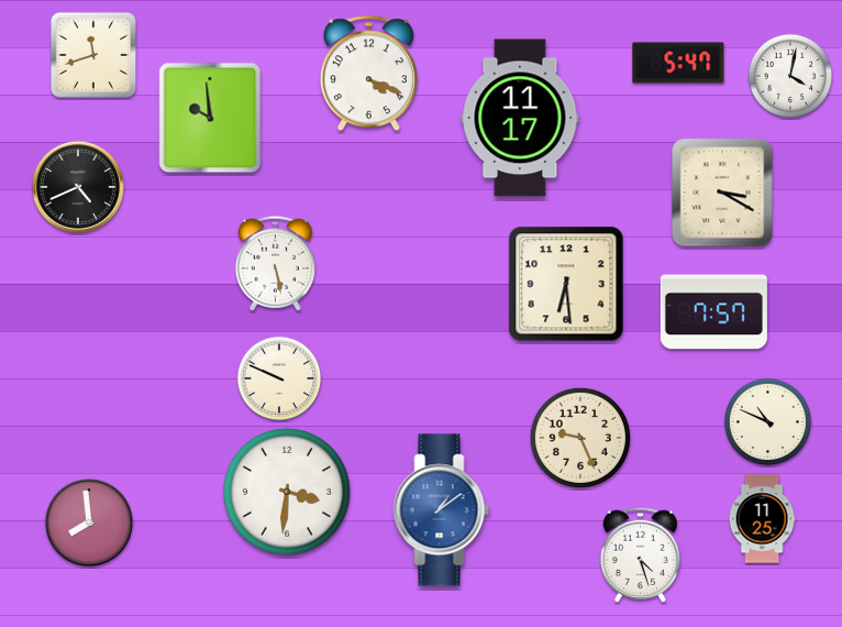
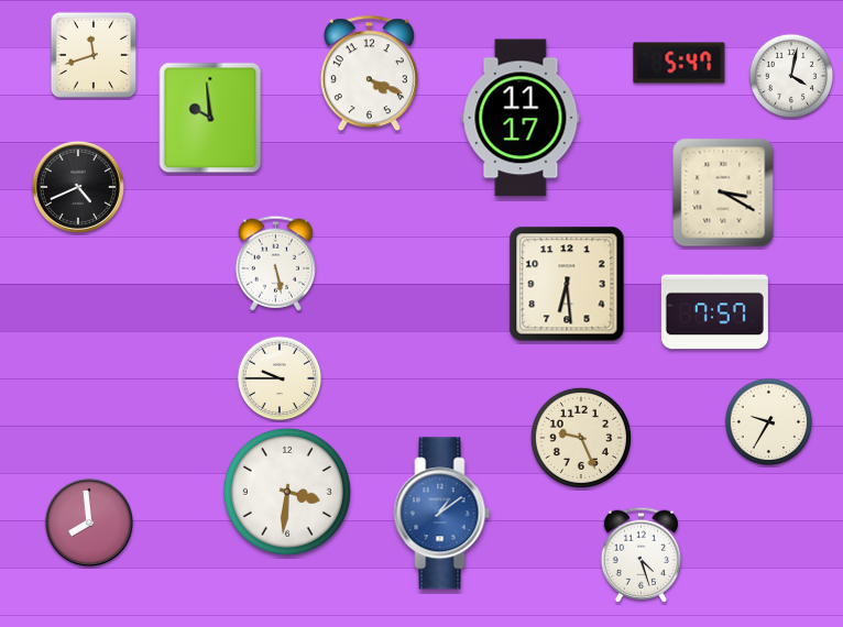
clock at (279, 378): 9:49 -> 9:45
clock at (768, 422): 10:49 -> 9:35
clock at (442, 510) position: (442, 510) -> (442, 514)
clock at (762, 519): 11:25 -> none
